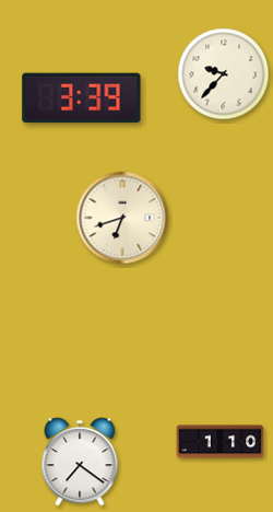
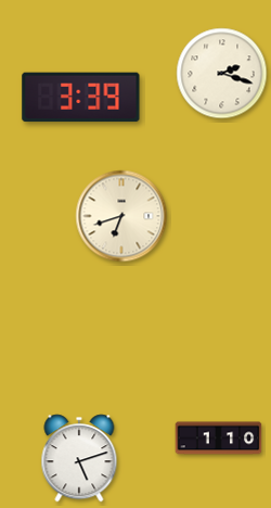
clock at (224, 74): 9:37 -> 2:18
clock at (80, 462): 7:21 -> 5:12
